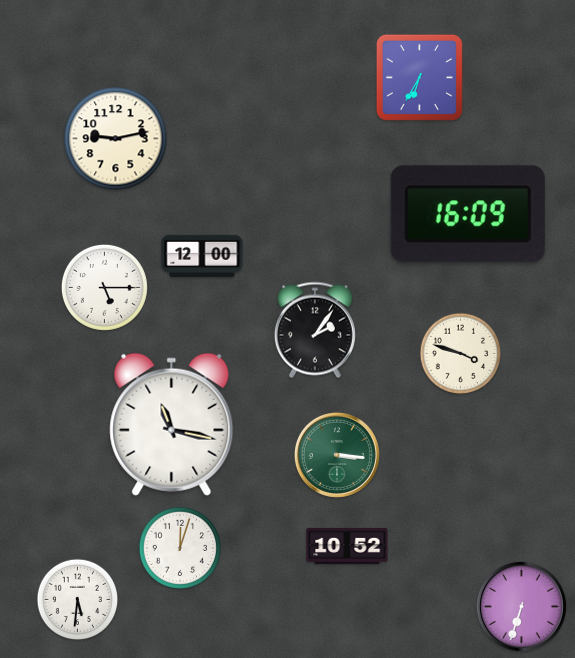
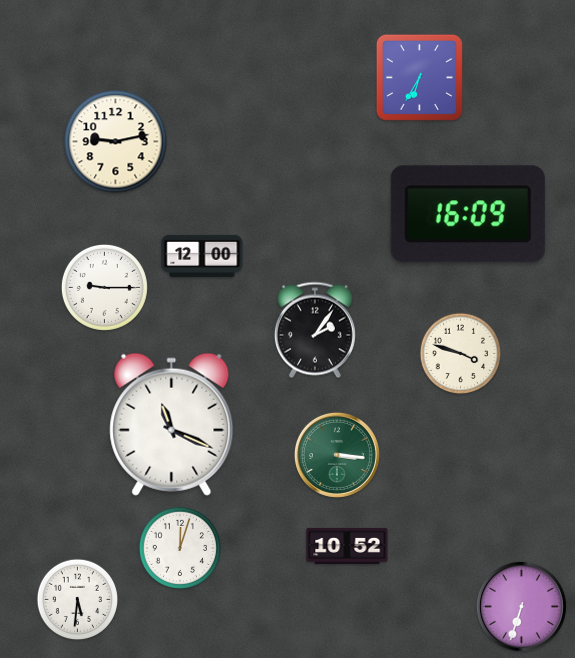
clock at (116, 139) position: (116, 139) -> (116, 142)
clock at (104, 287): 5:15 -> 9:15
clock at (172, 424): 11:17 -> 11:19
